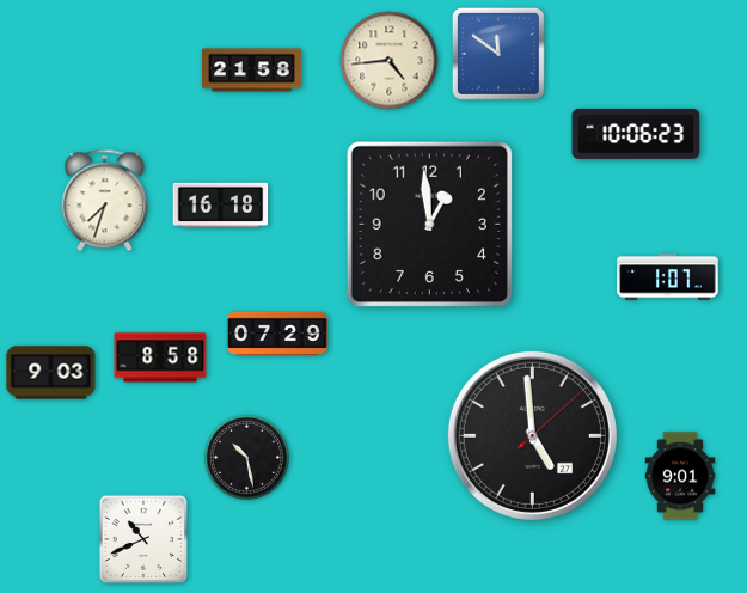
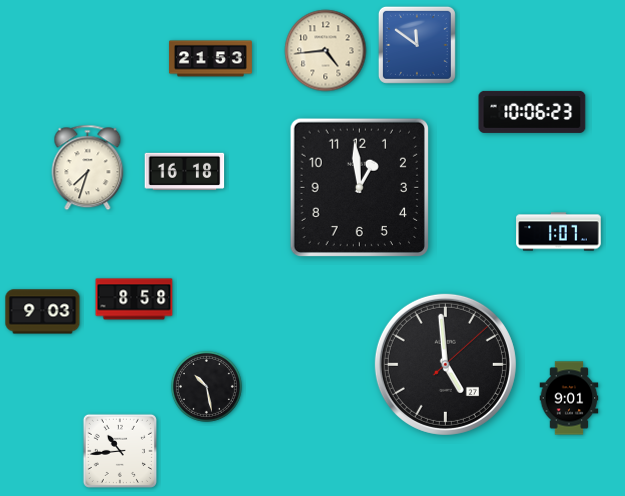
clock at (251, 71): 21:58 -> 21:53
clock at (277, 334): 07:29 -> none
clock at (246, 457) position: (246, 457) -> (206, 386)
clock at (143, 539): 10:41 -> 10:44
